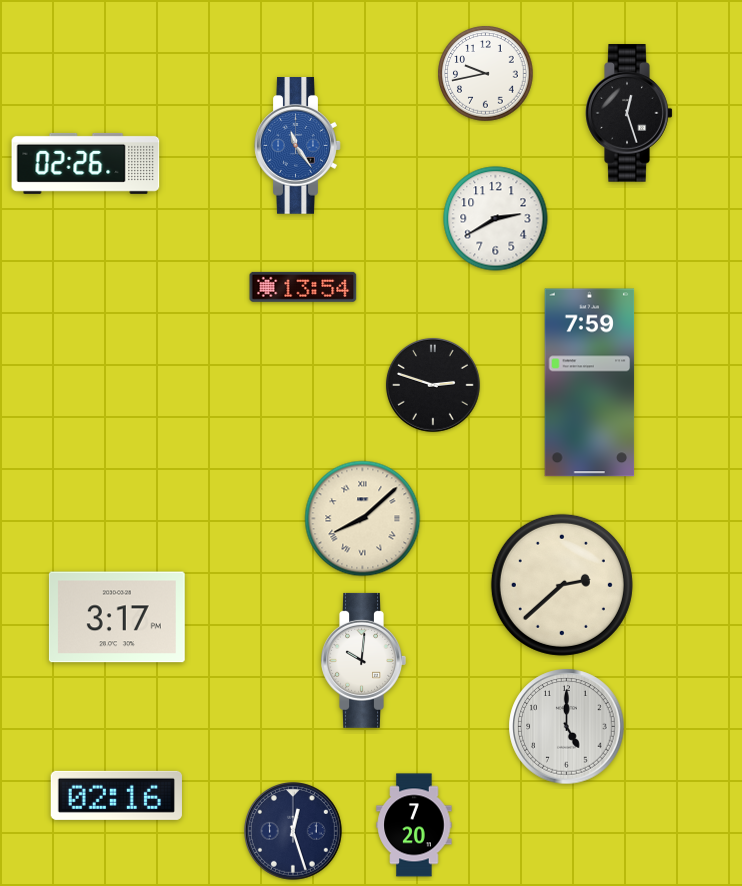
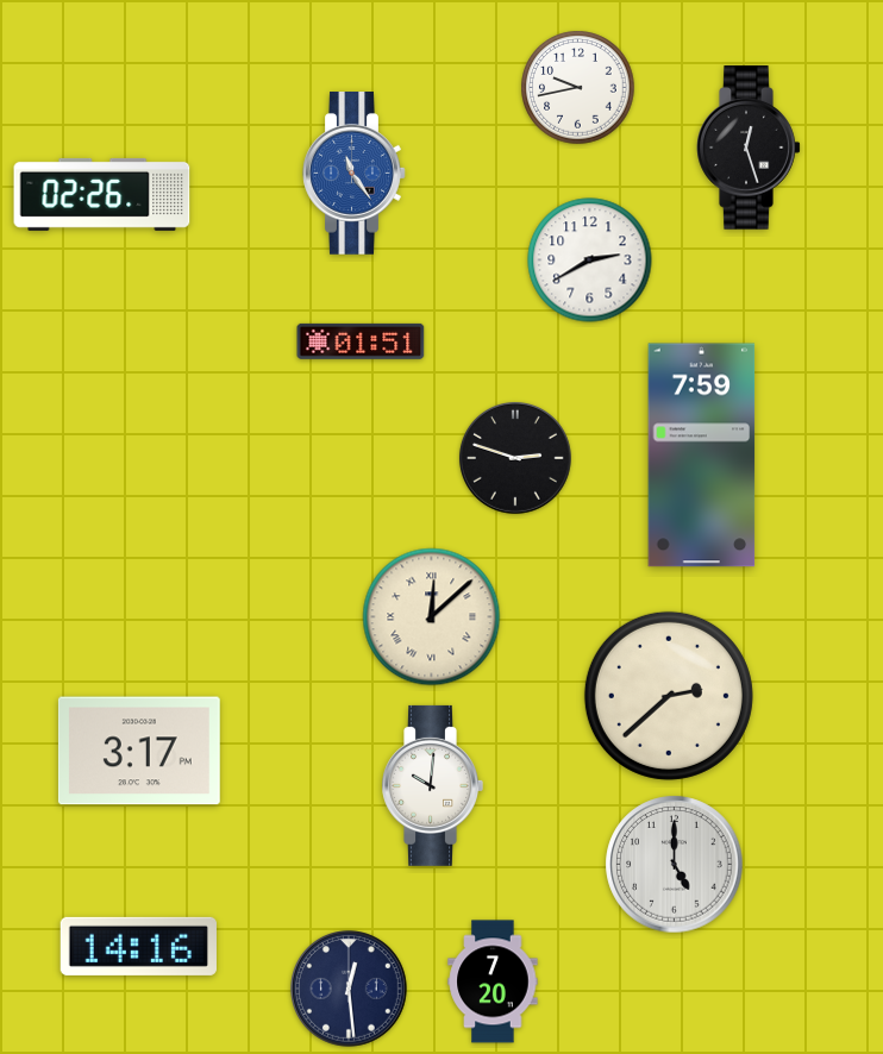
clock at (629, 113) position: (629, 113) -> (749, 148)
clock at (303, 287): 13:54 -> 01:51
clock at (363, 519): 8:08 -> 12:08
clock at (117, 617) position: (117, 617) -> (139, 751)
clock at (116, 795): 02:16 -> 14:16
clock at (294, 832): 12:27 -> 12:29
